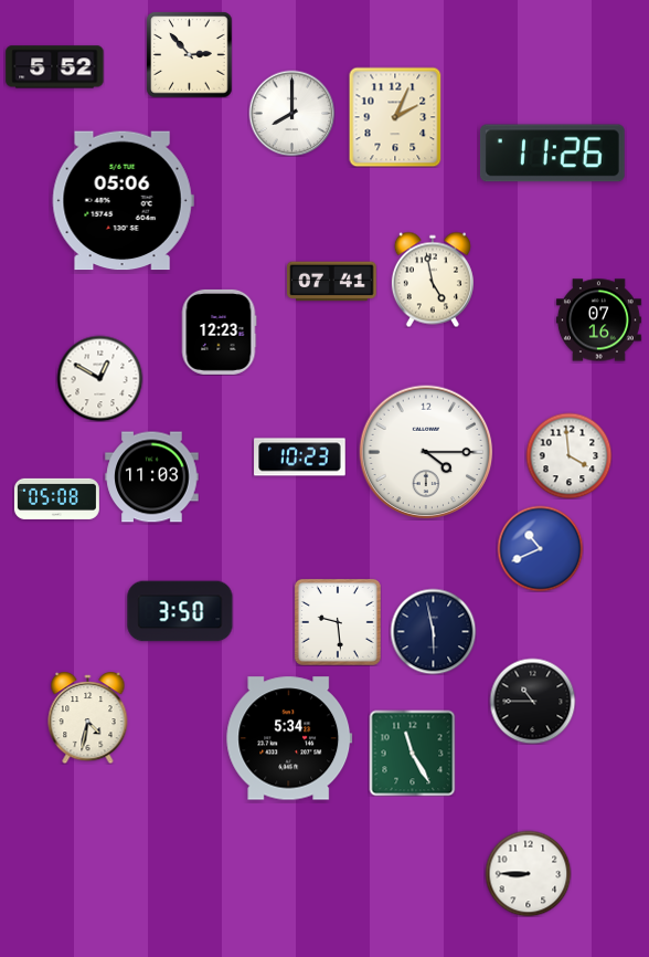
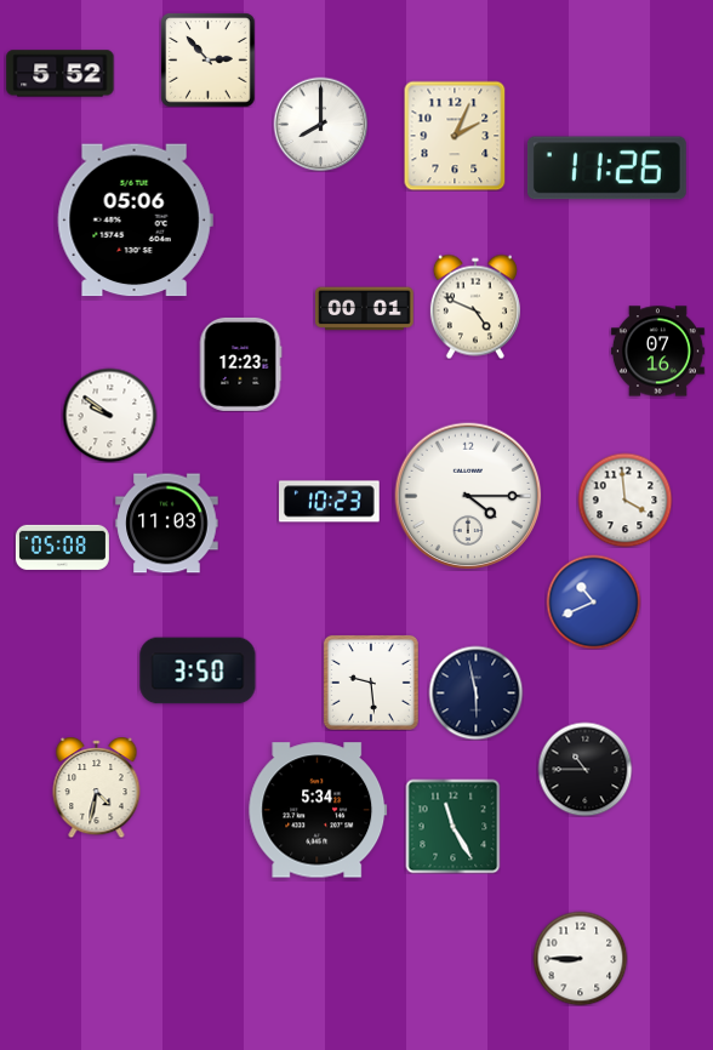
clock at (395, 117) position: (395, 117) -> (455, 136)
clock at (433, 280): 4:58 -> 4:49
clock at (332, 282): 07:41 -> 00:01
clock at (99, 378): 12:50 -> 9:51
